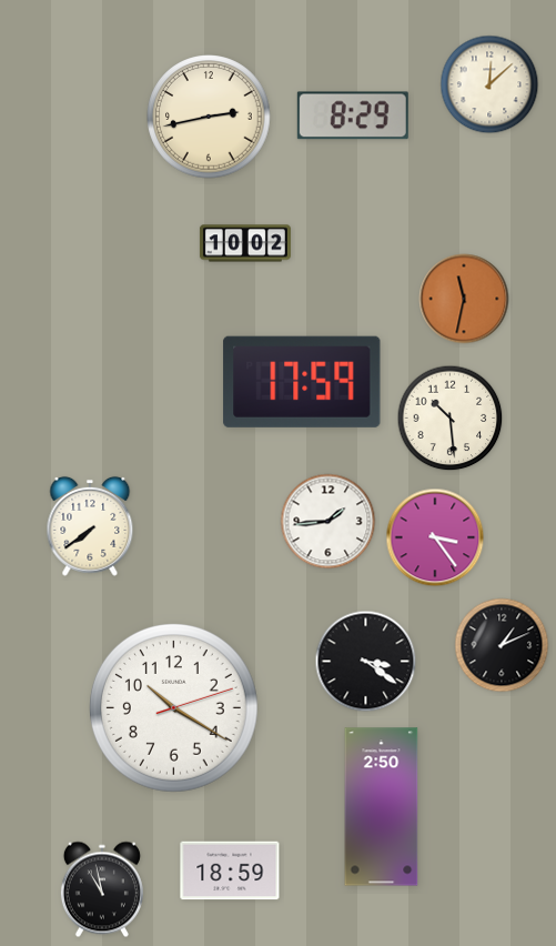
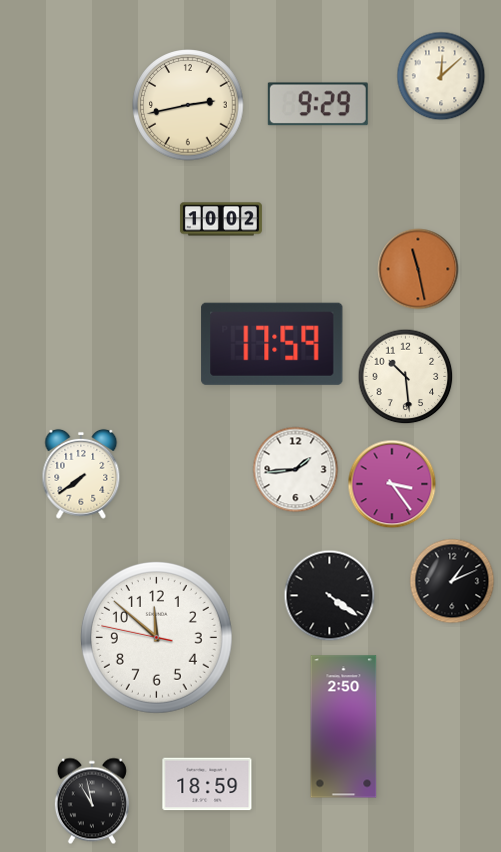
clock at (353, 115): 8:29 -> 9:29
clock at (464, 299): 11:32 -> 11:28
clock at (366, 662): 3:21 -> 4:21
clock at (173, 707): 10:20 -> 11:51
